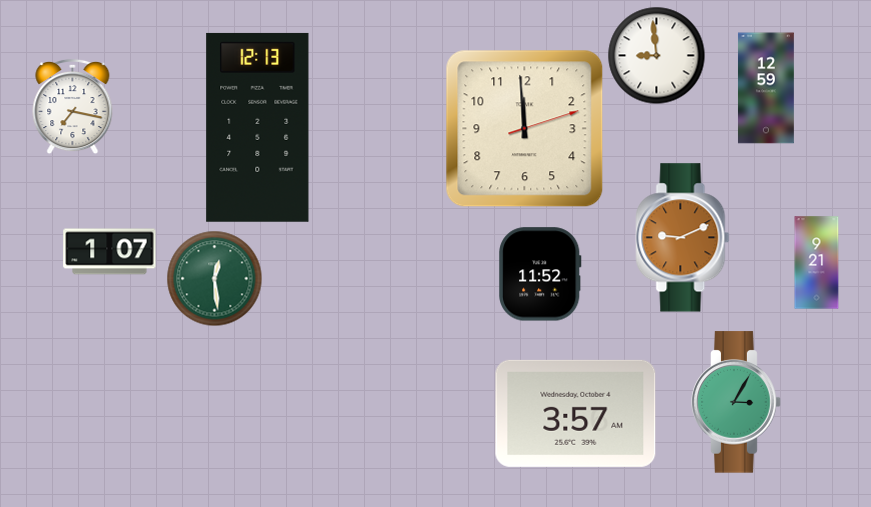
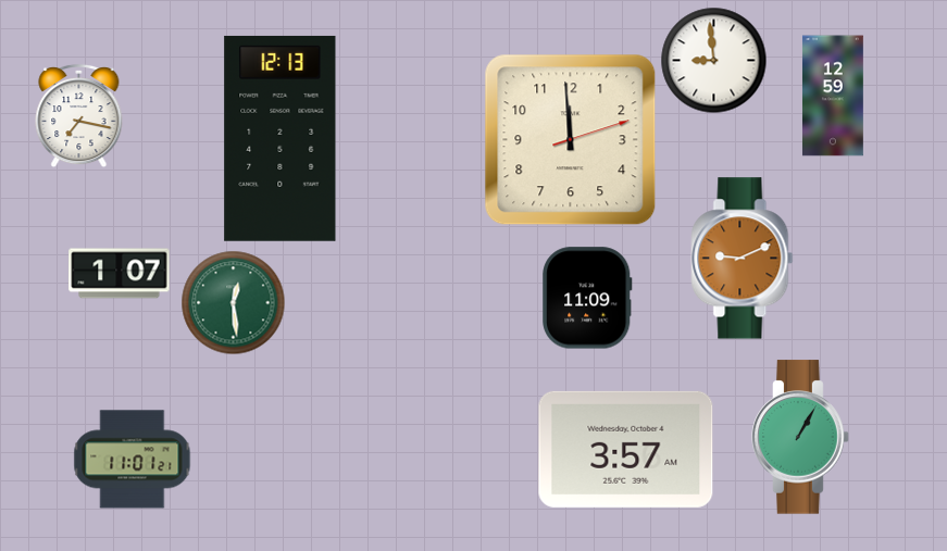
clock at (817, 263): 9:21 -> none
clock at (540, 274): 11:52 -> 11:09
clock at (736, 402): 3:05 -> 1:05
clock at (133, 460): none -> 11:01
